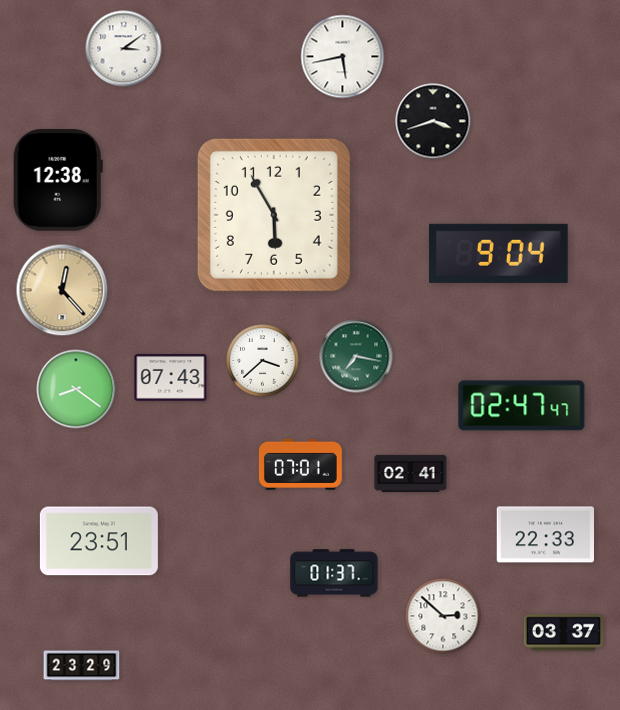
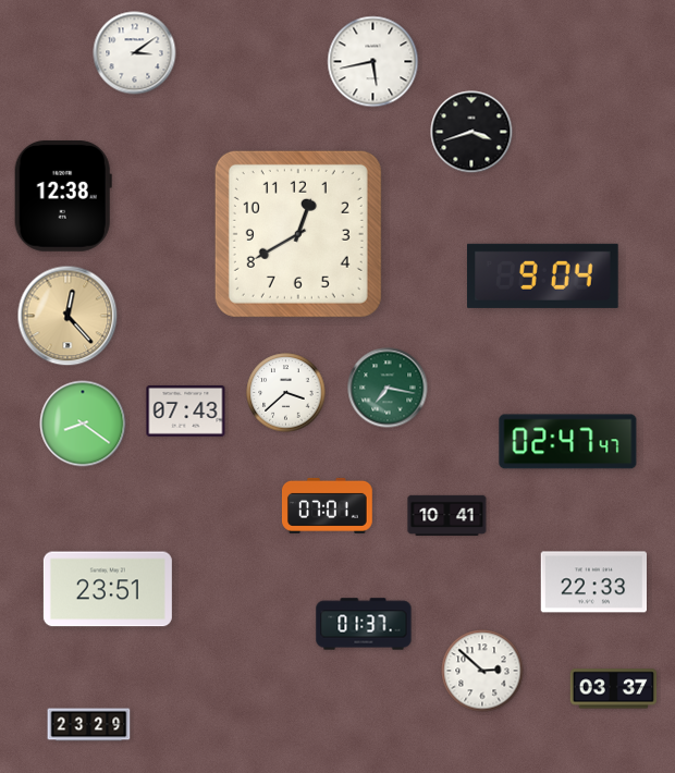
clock at (274, 215): 5:55 -> 12:40
clock at (411, 473): 02:41 -> 10:41
